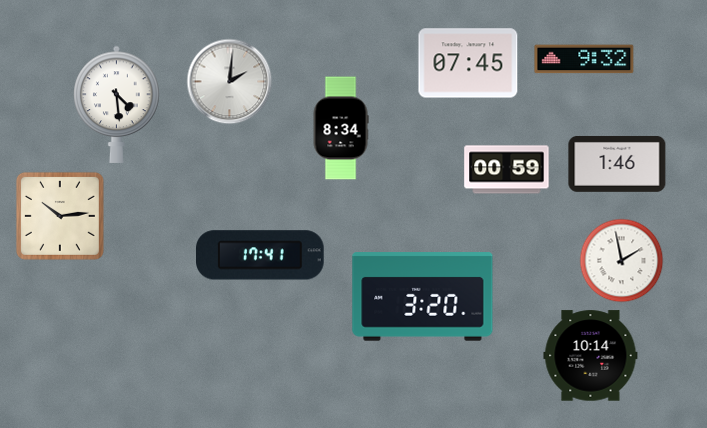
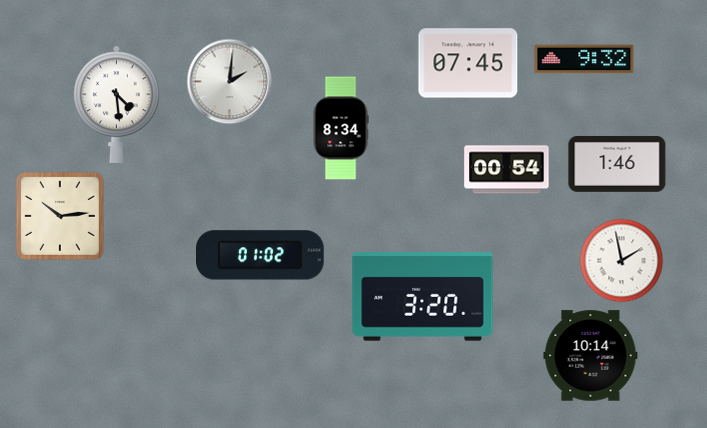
clock at (507, 170): 00:59 -> 00:54
clock at (261, 255): 17:41 -> 01:02
